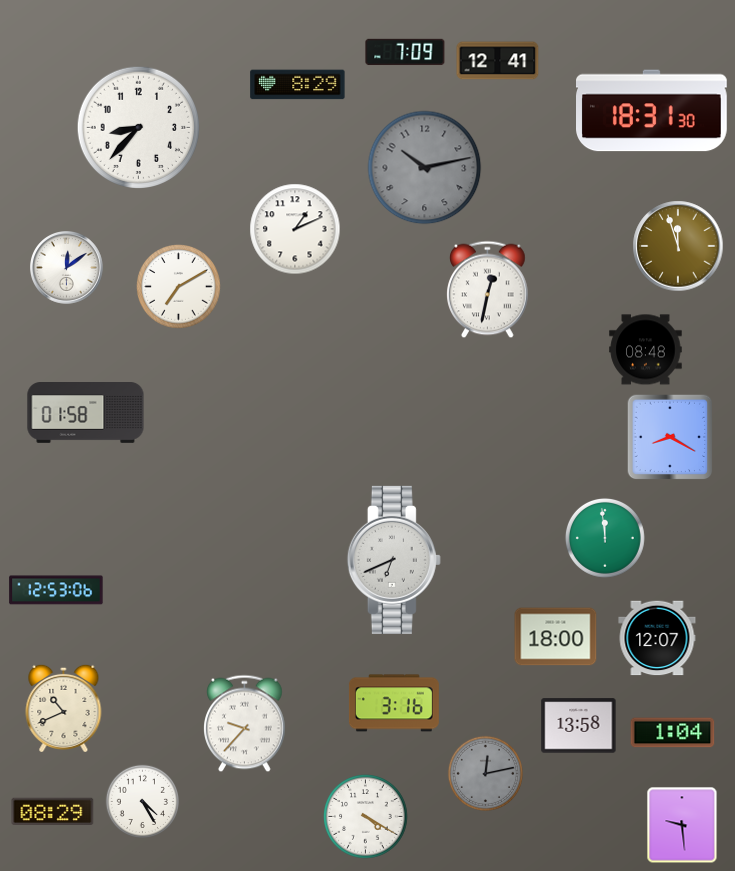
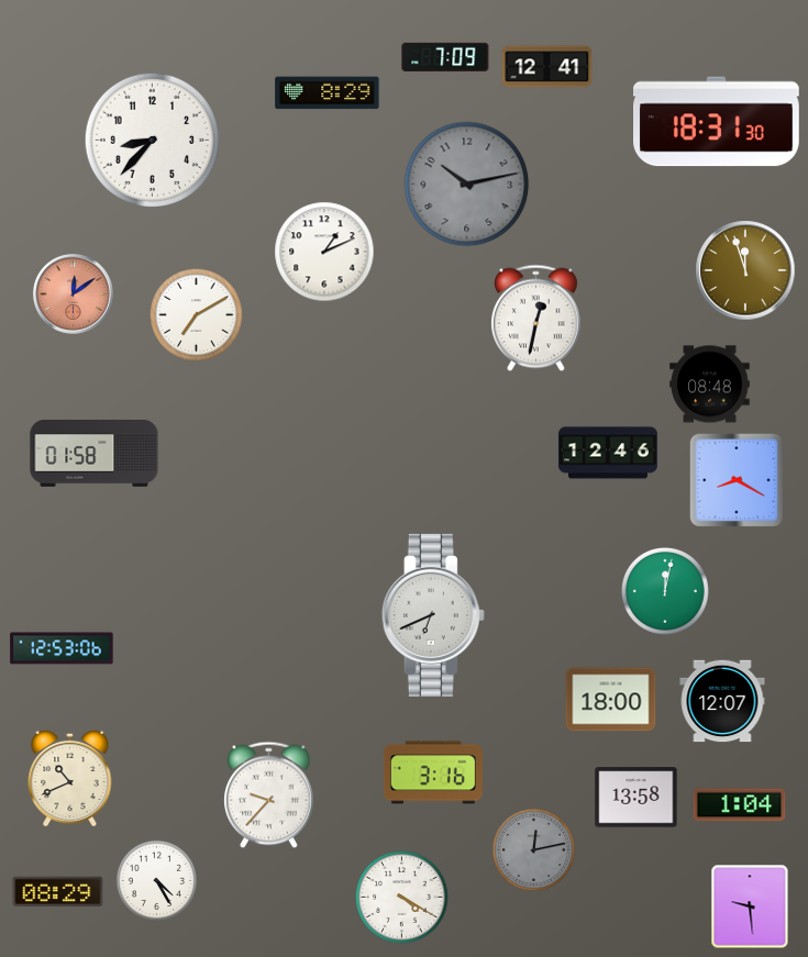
clock at (67, 268) dial: white -> salmon
clock at (608, 453): none -> 12:46
clock at (605, 538): 11:59 -> 12:02
